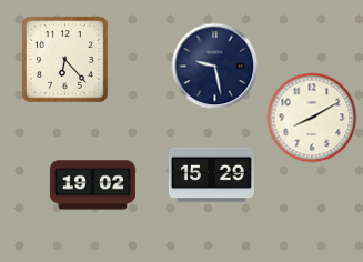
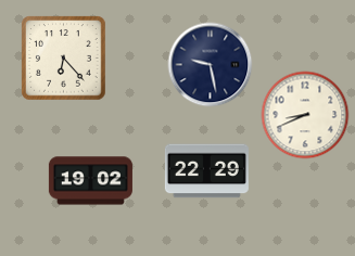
clock at (312, 118): 8:10 -> 8:41
clock at (211, 175): 15:29 -> 22:29
